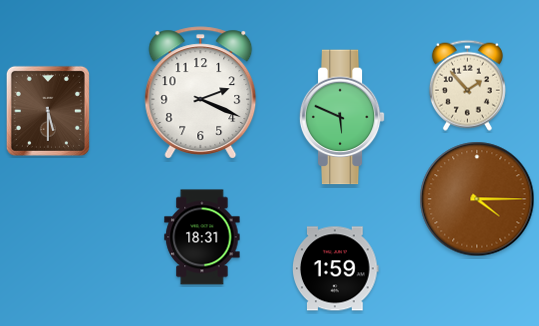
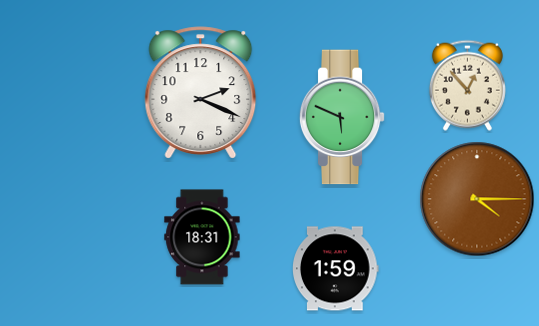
clock at (467, 85): 1:53 -> 12:53
clock at (48, 111): 5:30 -> none
